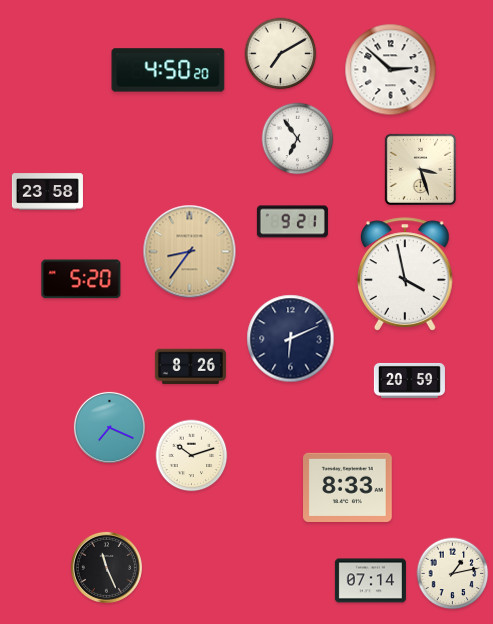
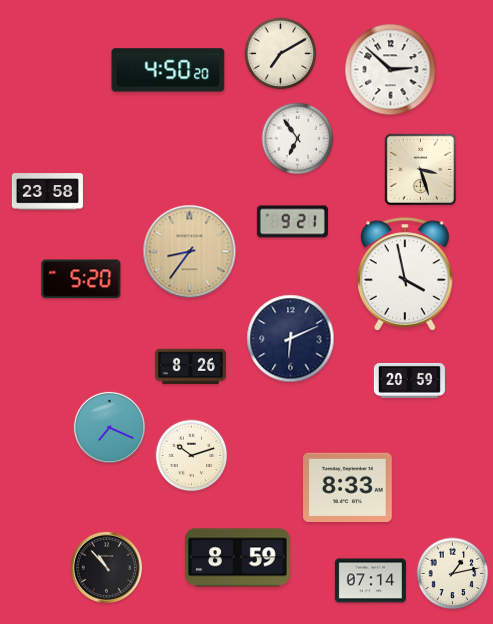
clock at (238, 558): none -> 8:59
clock at (106, 567): 11:26 -> 10:53
